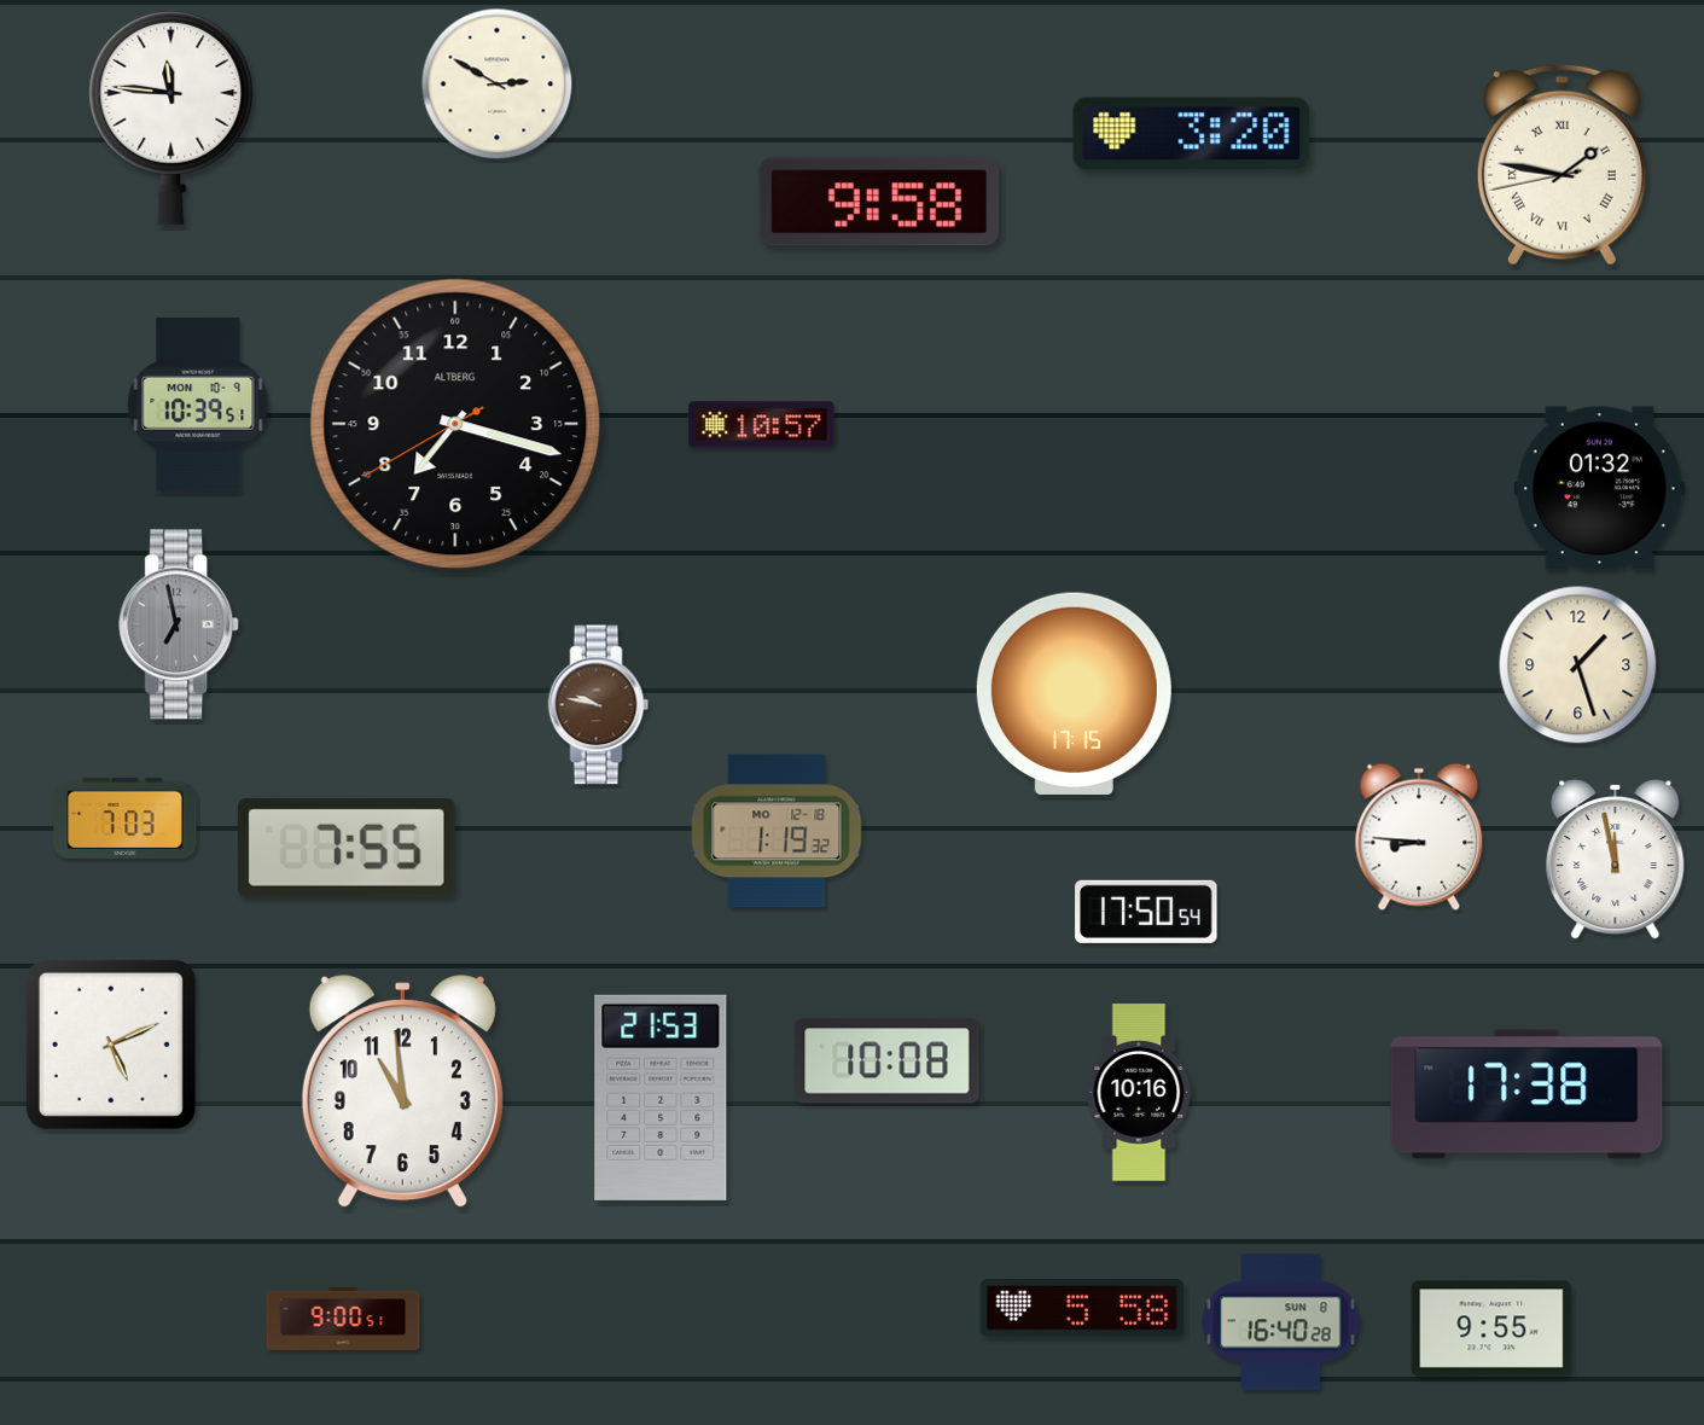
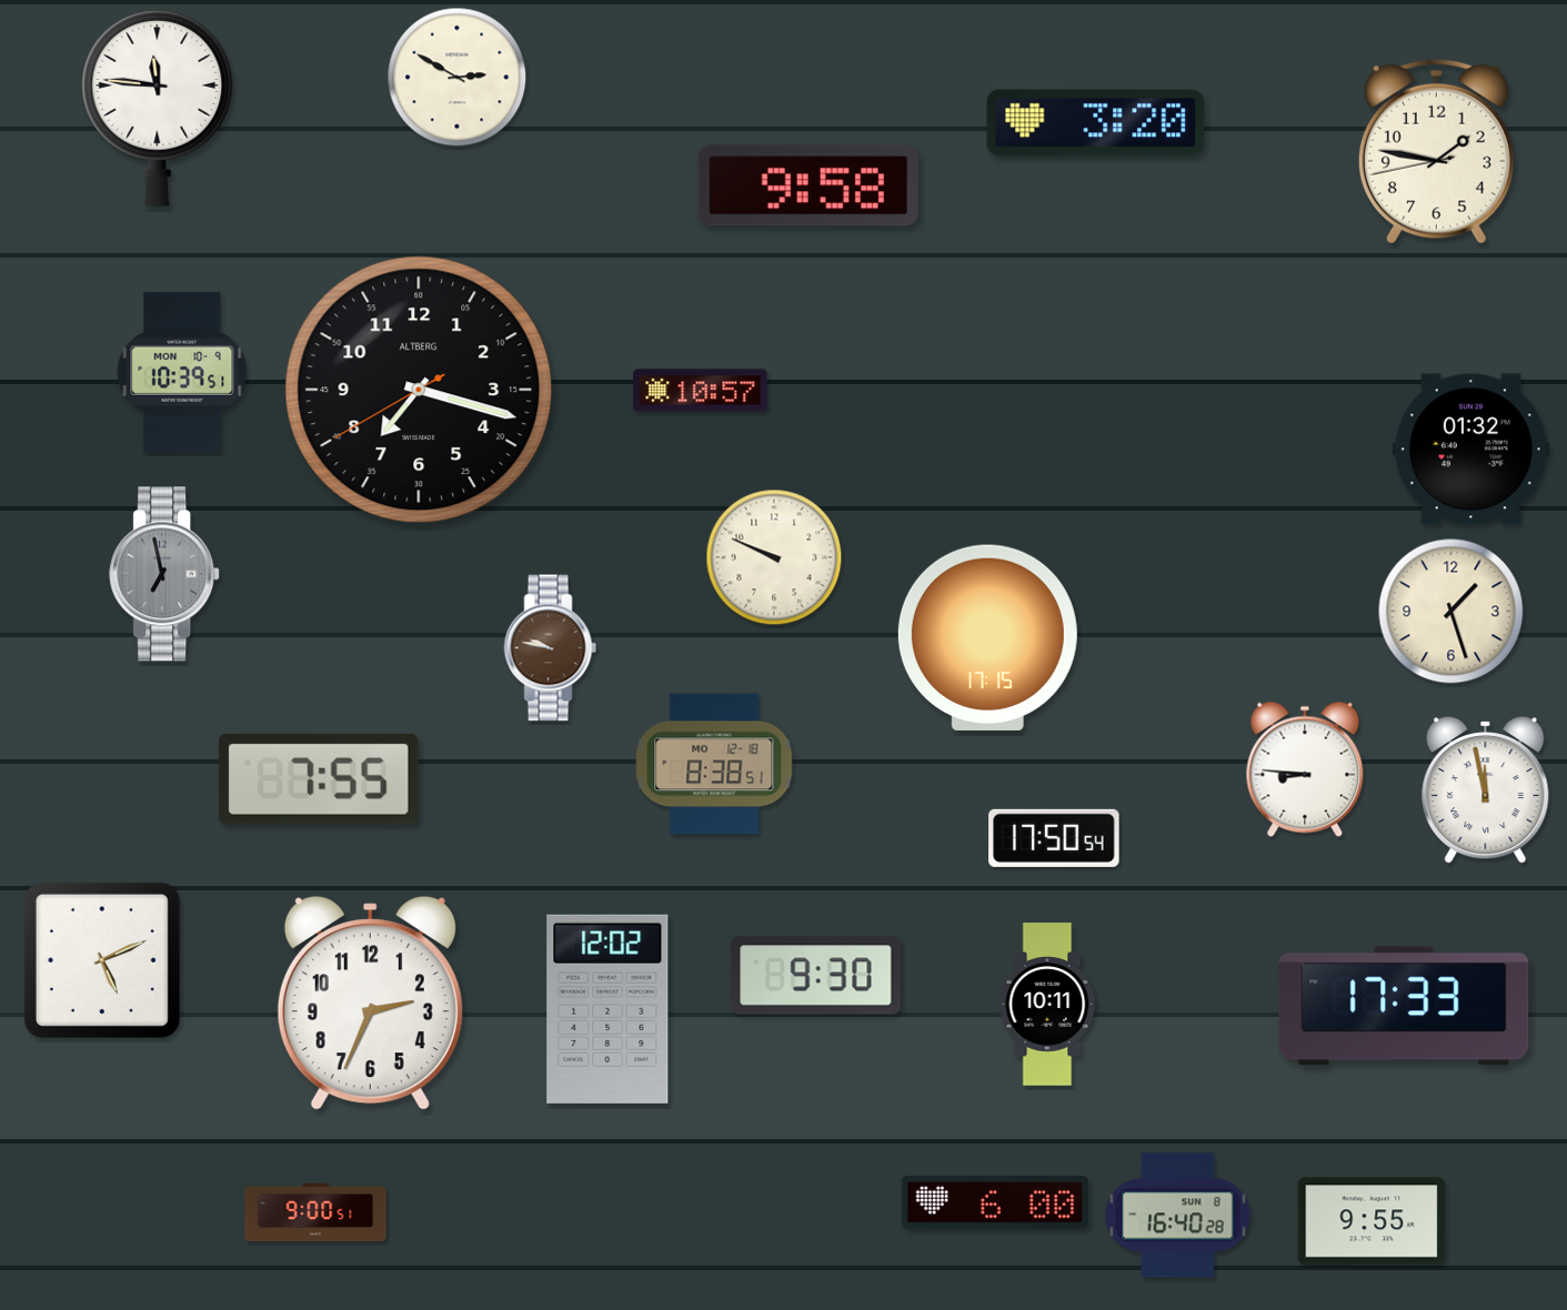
clock at (1561, 164) numerals: Roman -> Arabic
clock at (774, 557): none -> 9:49
clock at (126, 818): 7:03 -> none
clock at (777, 831): 1:19 -> 8:38
clock at (888, 1062): 10:08 -> 9:30
clock at (402, 1092): 10:59 -> 2:34
clock at (1140, 1093): 10:16 -> 10:11
clock at (1526, 1094): 17:38 -> 17:33
clock at (661, 1098): 21:53 -> 12:02
clock at (1081, 1308): 5:58 -> 6:00
